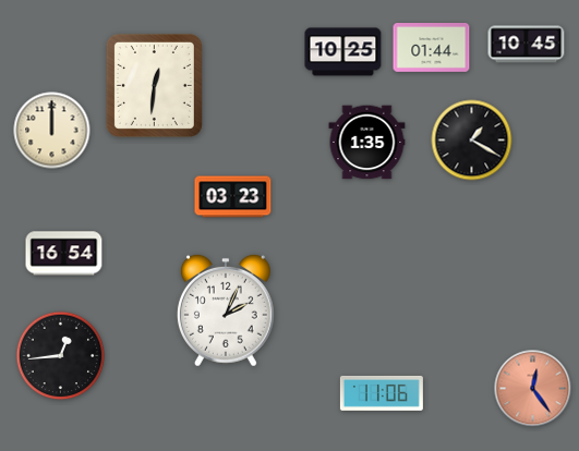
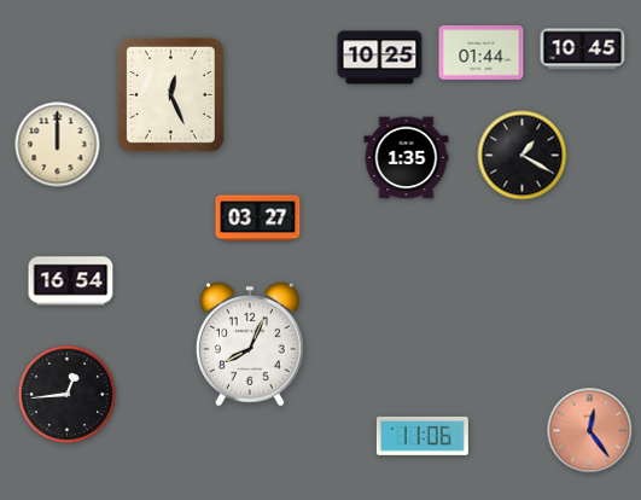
clock at (432, 48) position: (432, 48) -> (482, 53)
clock at (154, 85): 12:31 -> 12:26
clock at (233, 197): 03:23 -> 03:27
clock at (226, 310): 2:04 -> 8:04
